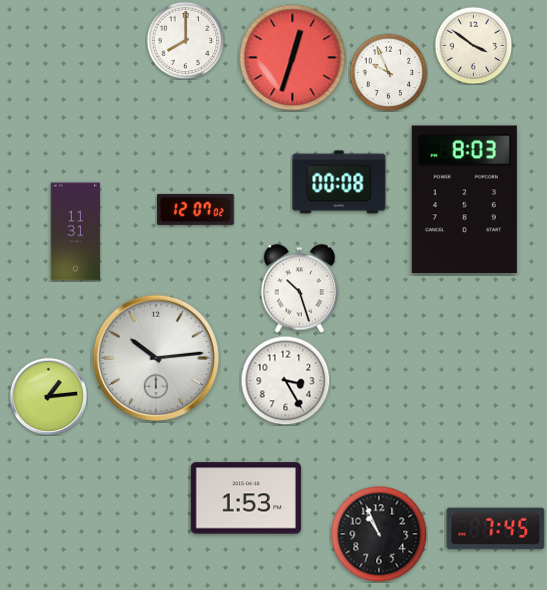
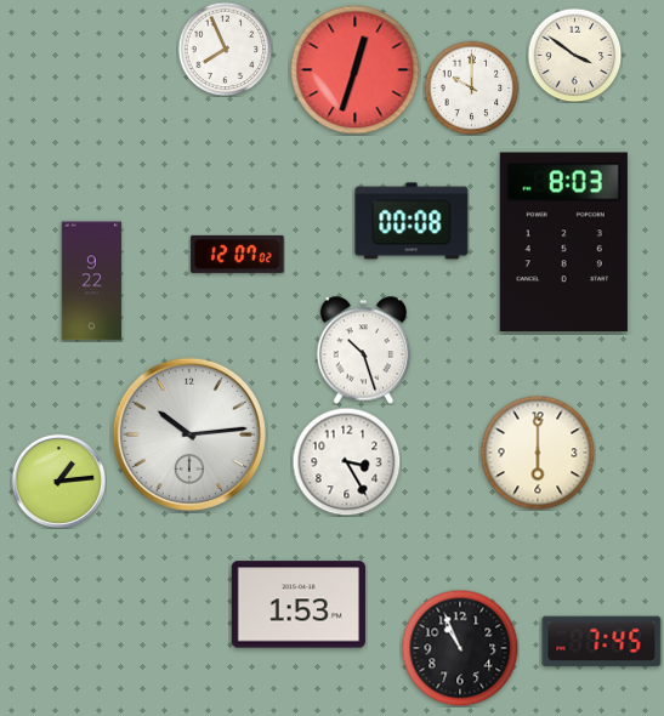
clock at (185, 40): 8:00 -> 7:56
clock at (388, 72): 9:56 -> 10:00
clock at (76, 232): 11:31 -> 9:22
clock at (538, 453): none -> 6:00
